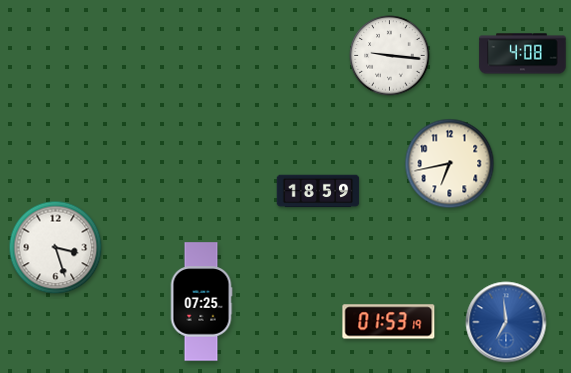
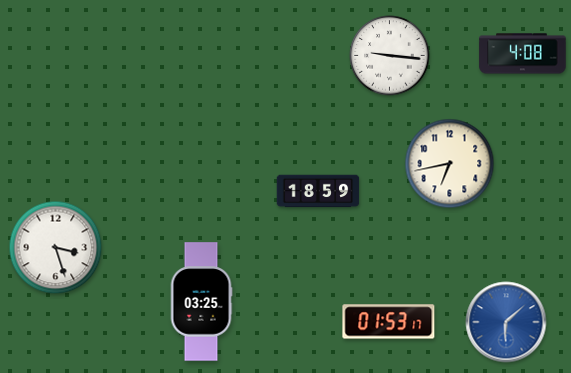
clock at (201, 302): 07:25 -> 03:25
clock at (389, 322): 01:53:19 -> 01:53:17
clock at (506, 322): 6:59 -> 6:08
